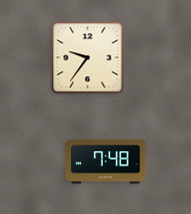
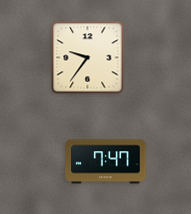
clock at (106, 162): 7:48 -> 7:47
